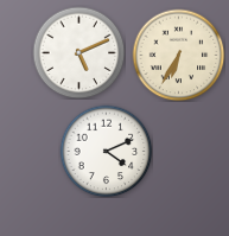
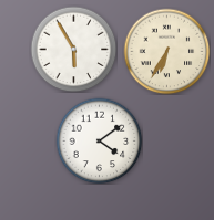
clock at (78, 52): 5:11 -> 5:55
clock at (106, 151): 4:11 -> 4:09
